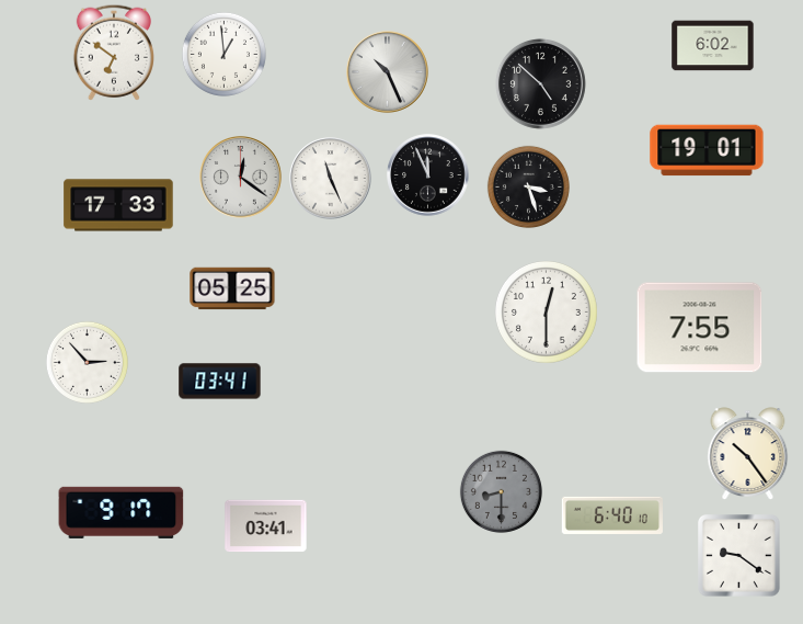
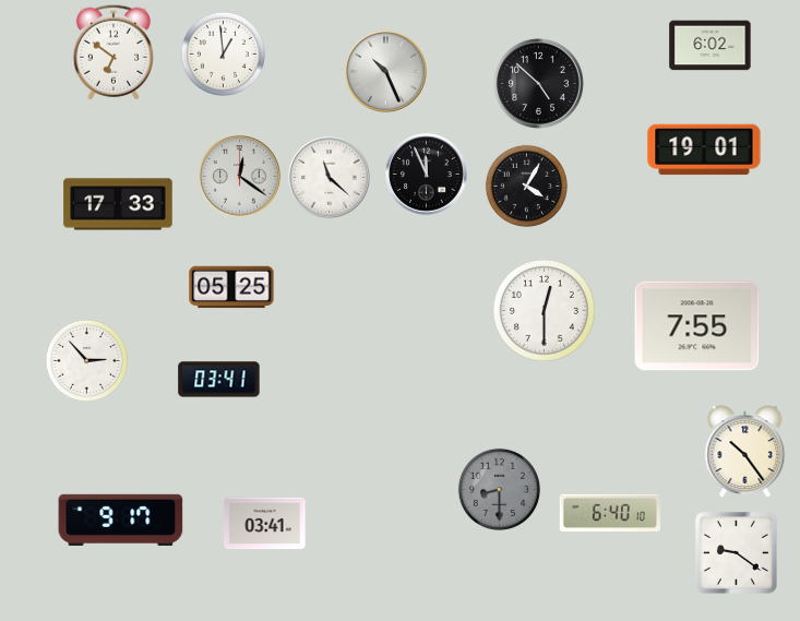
clock at (331, 179): 11:26 -> 11:22
clock at (528, 186): 3:27 -> 4:05
clock at (122, 512) position: (122, 512) -> (121, 520)
